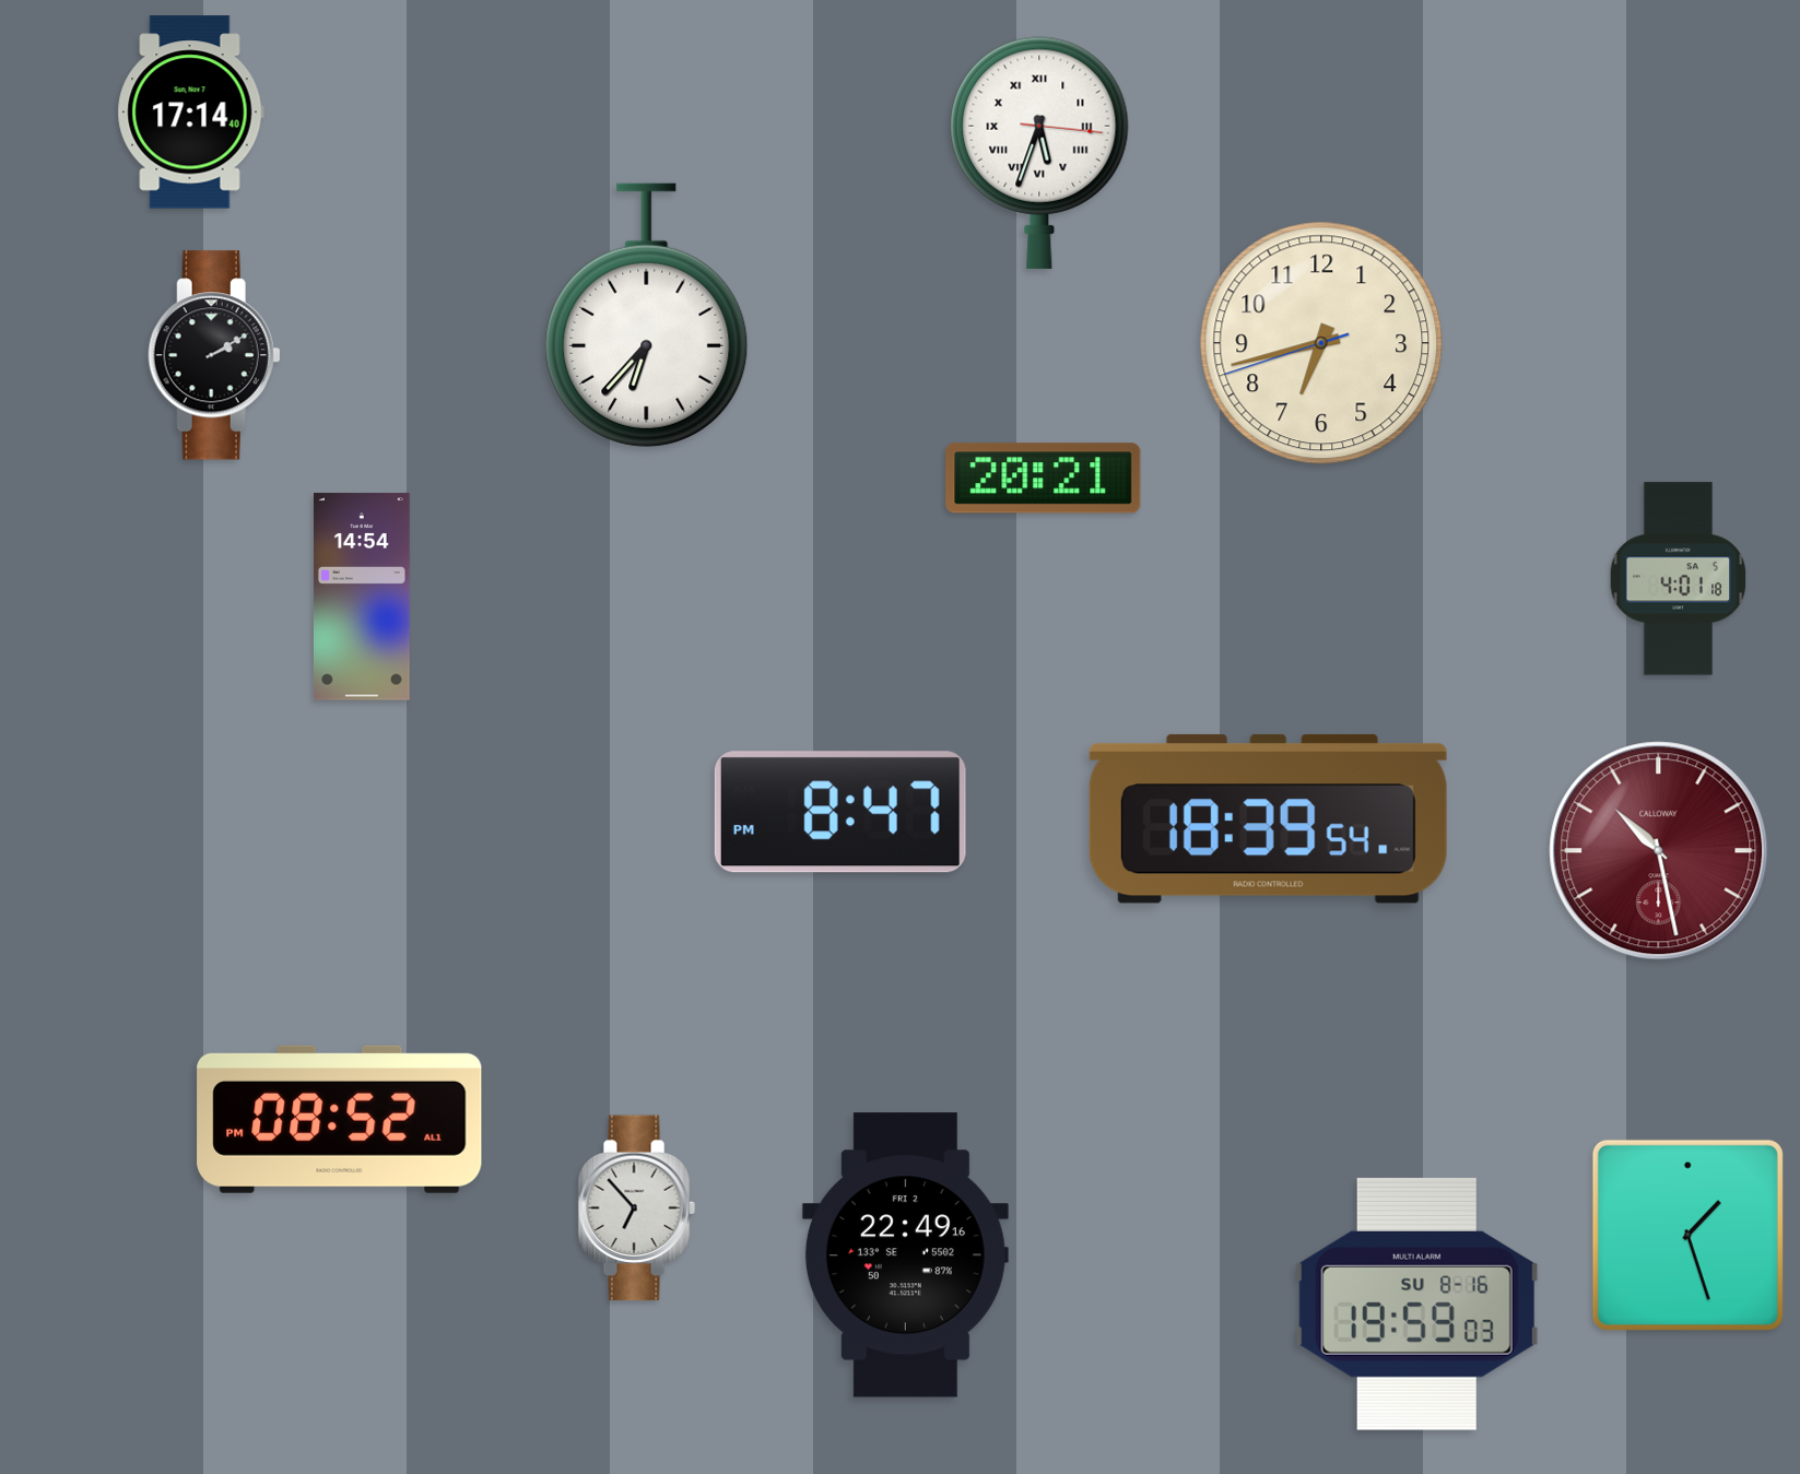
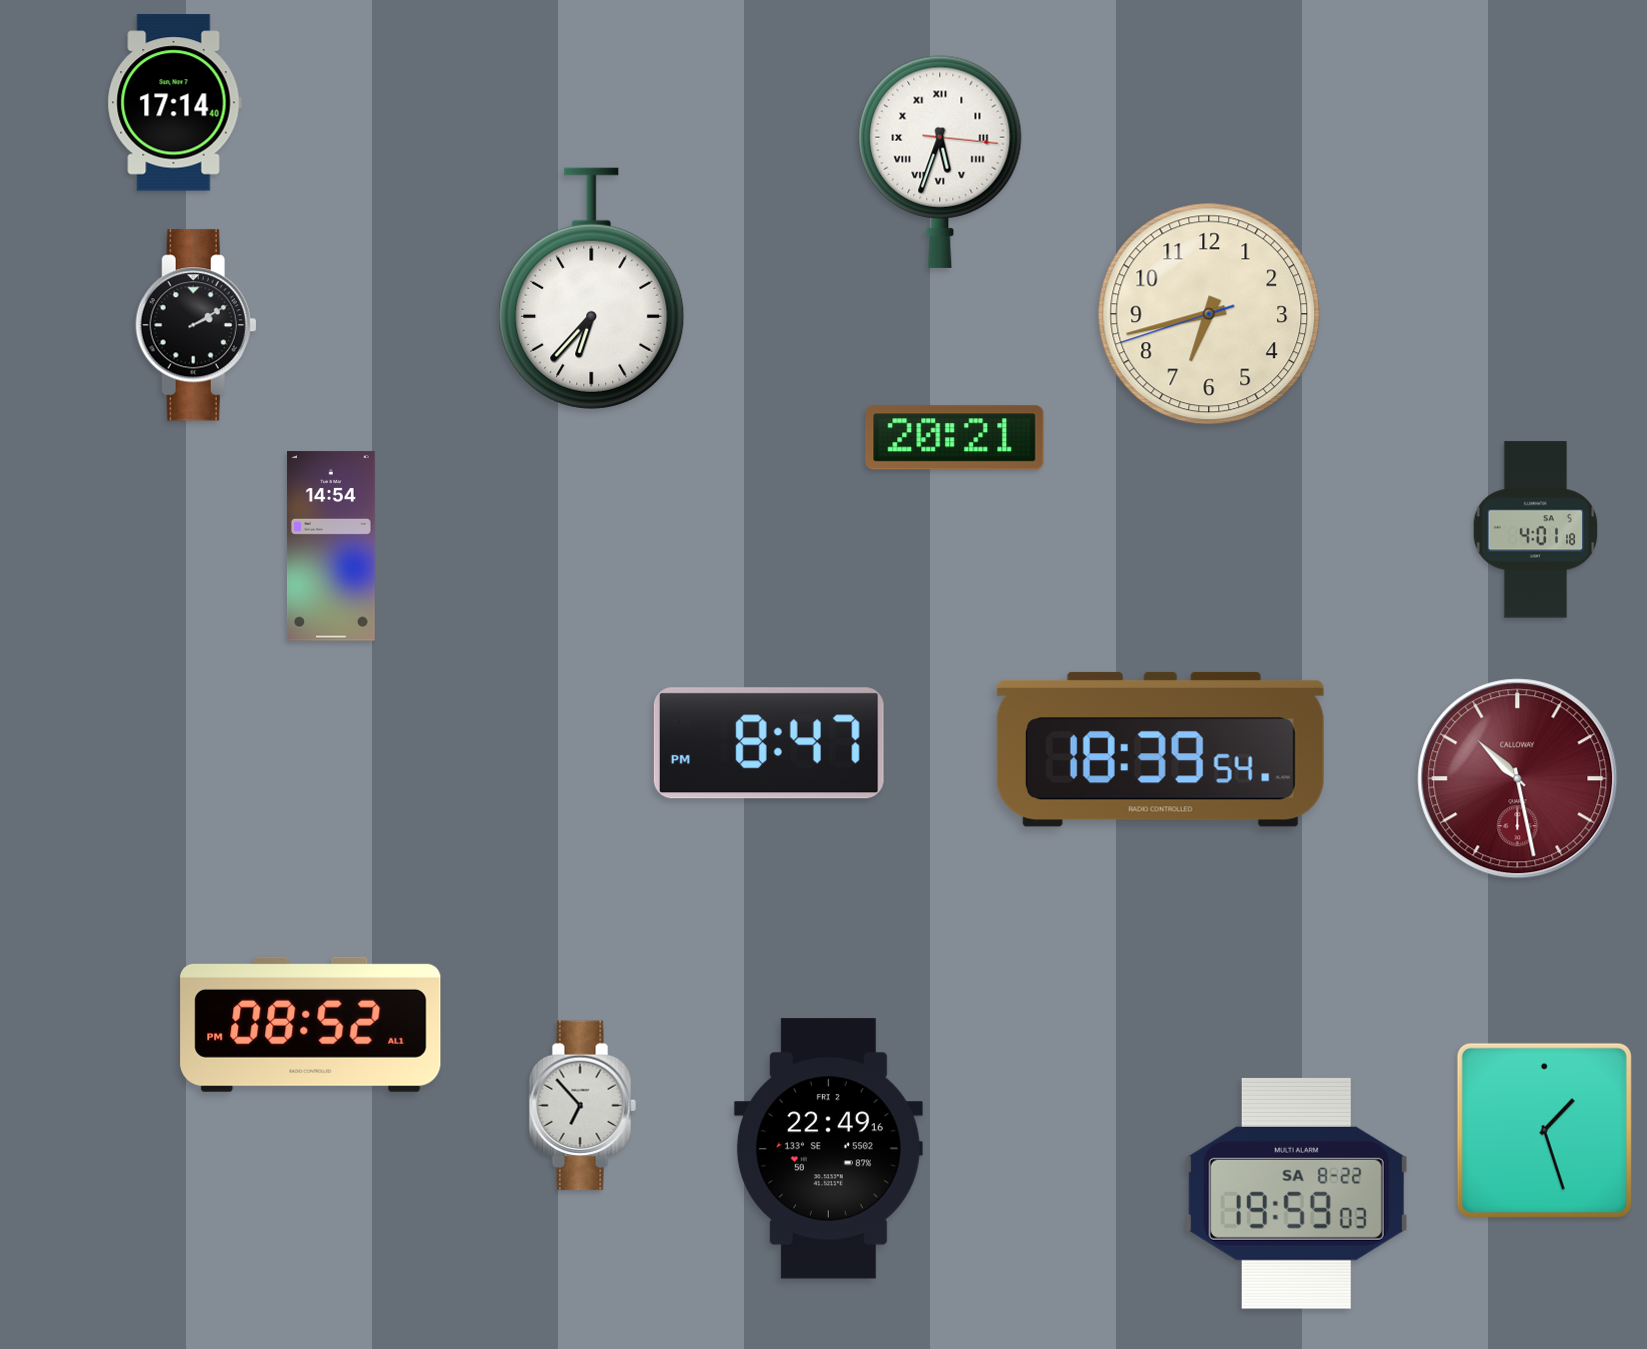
clock at (1039, 153) position: (1039, 153) -> (940, 162)
clock at (1416, 1304) date: SU 8-16 -> SA 8-22
